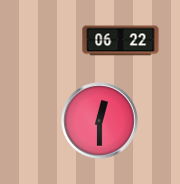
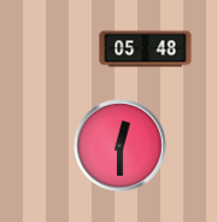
clock at (121, 41): 06:22 -> 05:48
